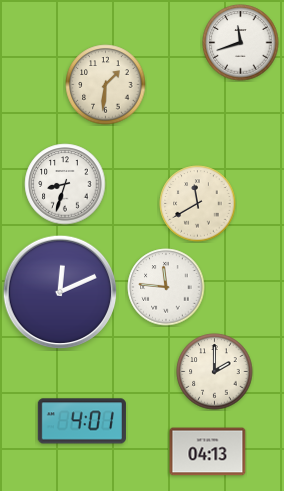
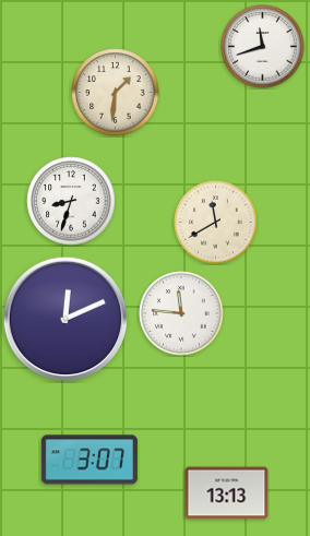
clock at (215, 372): 2:00 -> none
clock at (82, 421): 4:01 -> 3:07
clock at (208, 452): 04:13 -> 13:13
